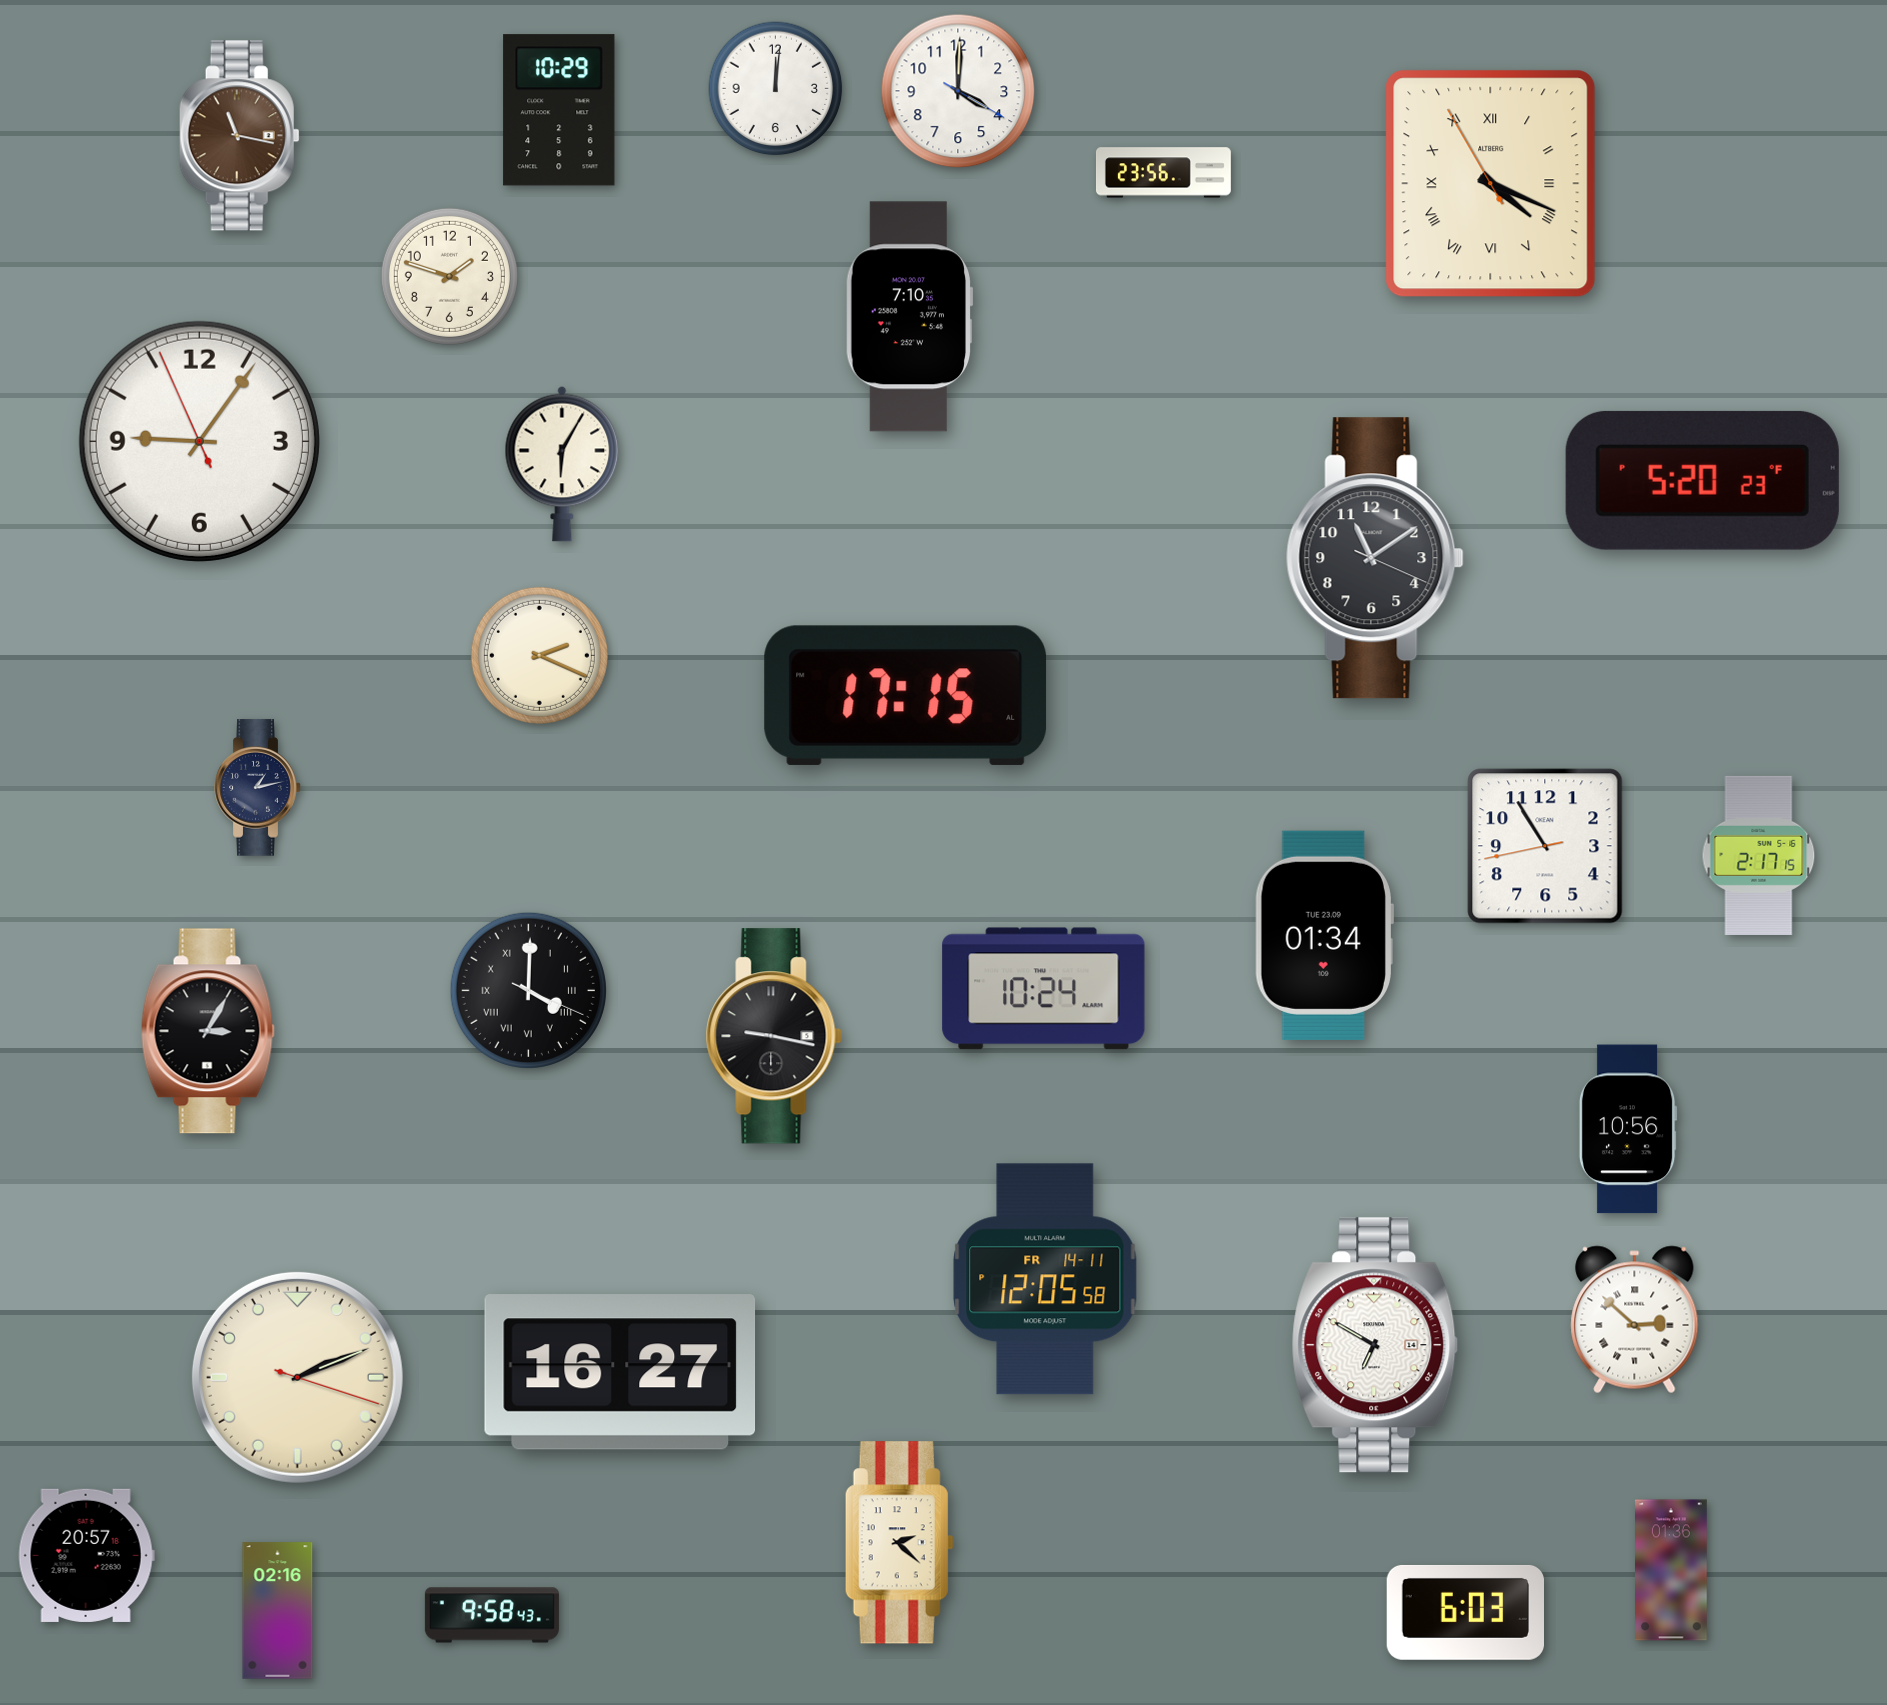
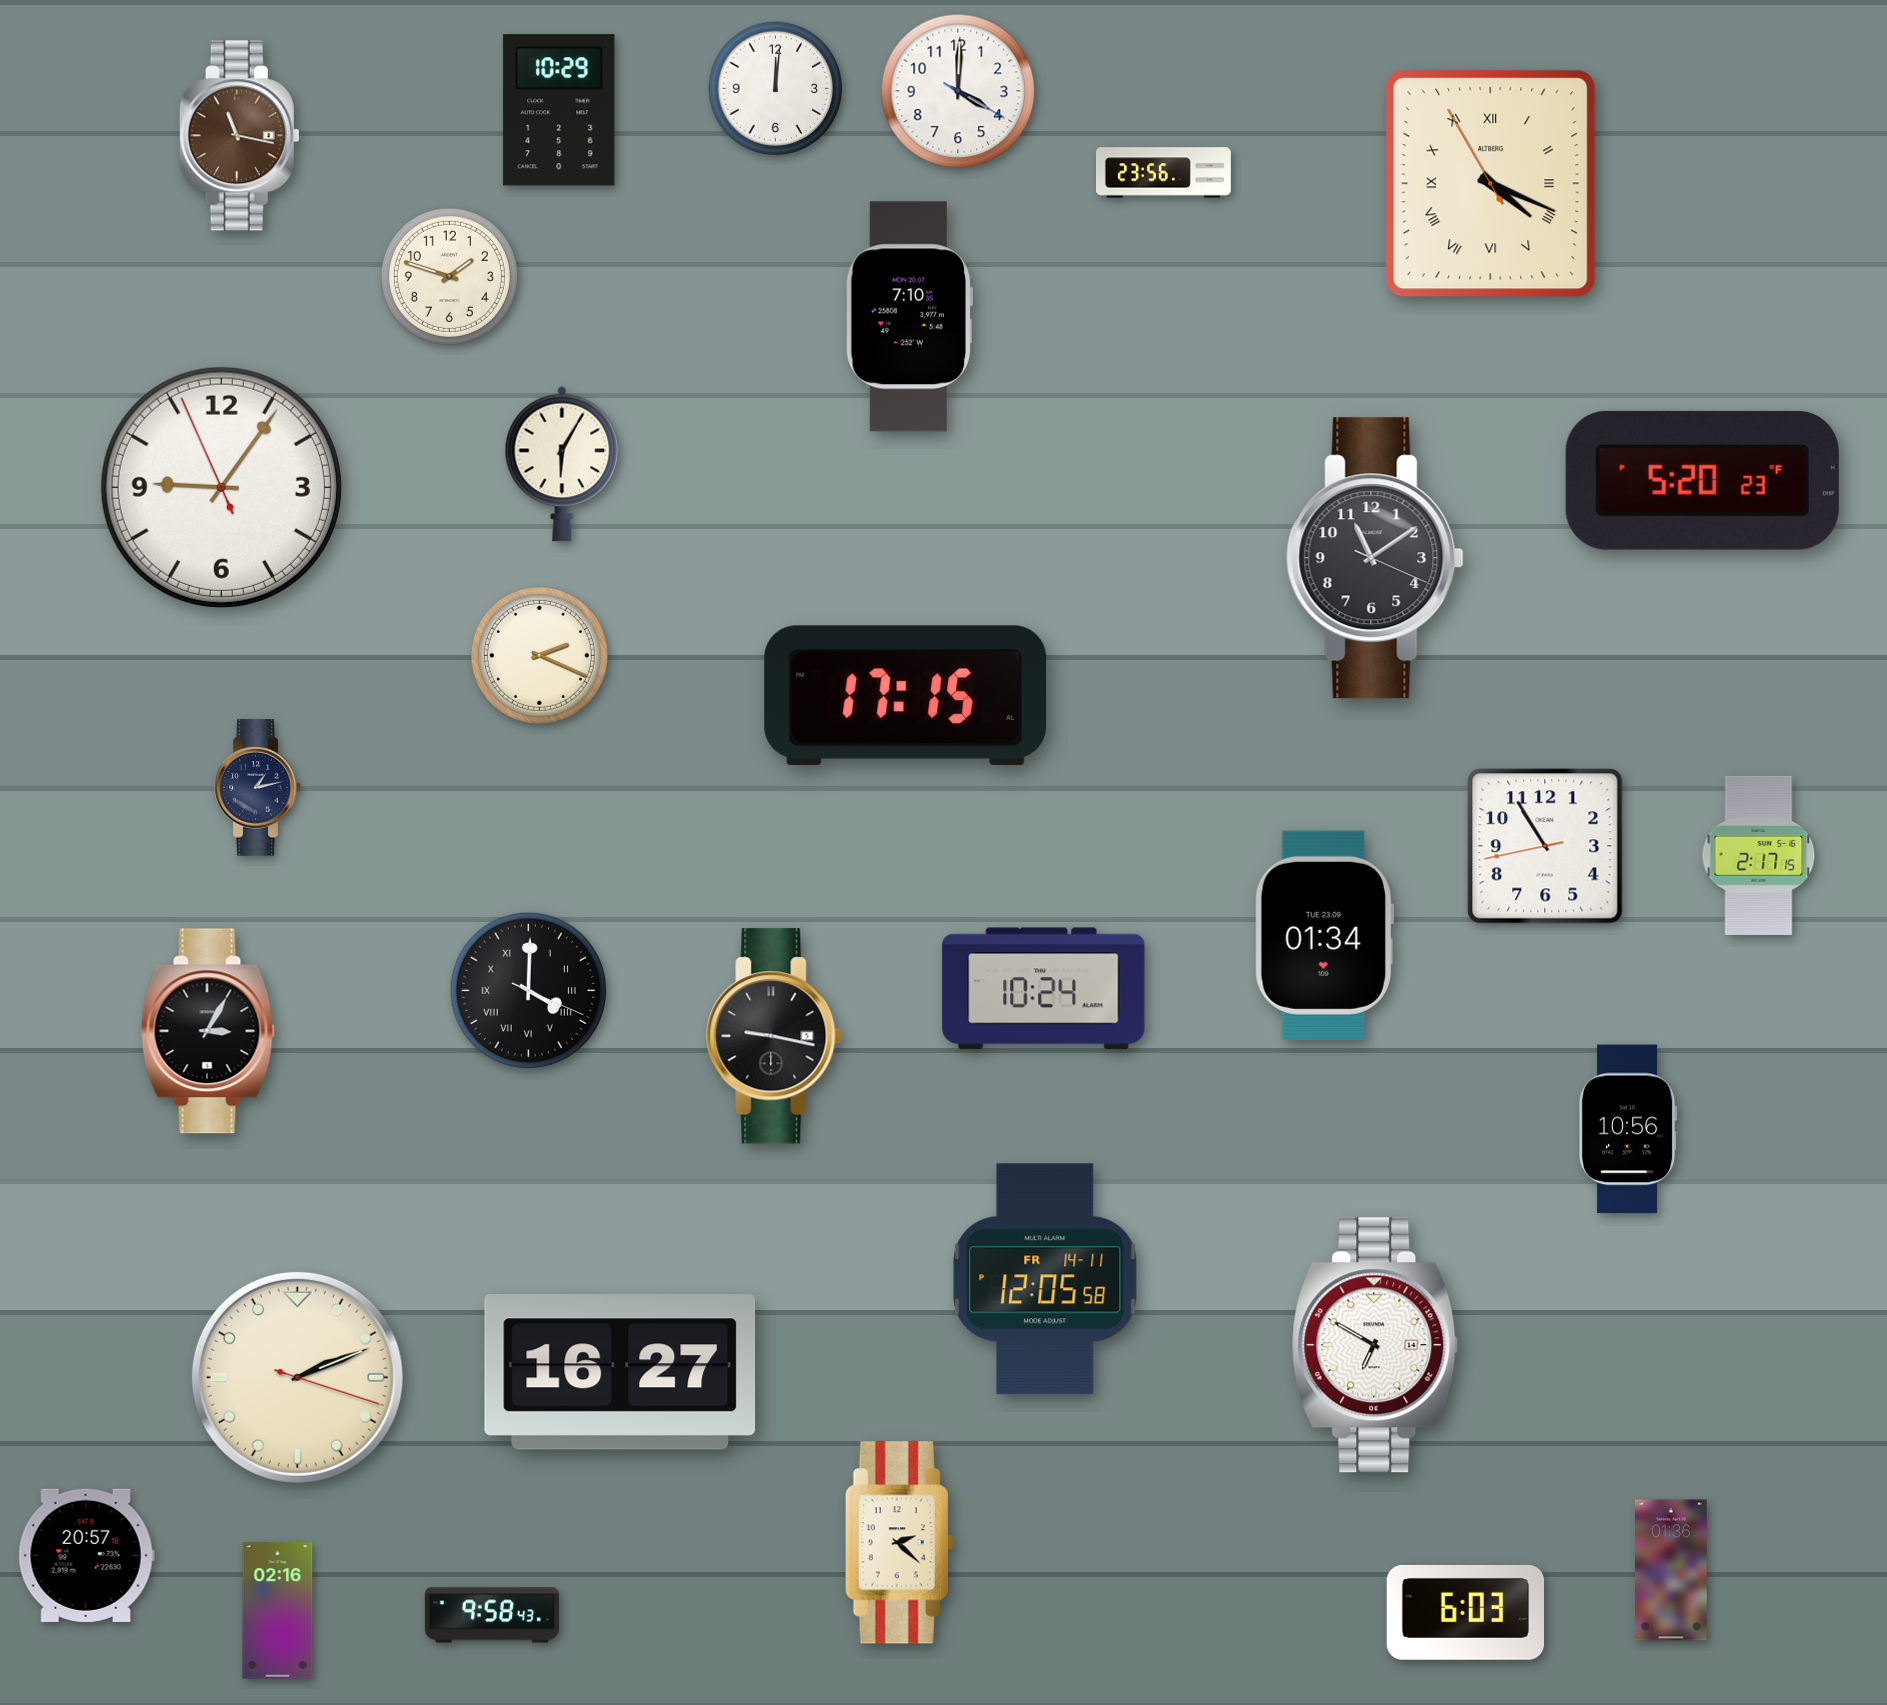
clock at (199, 441) position: (199, 441) -> (221, 487)
clock at (1635, 1320): 2:52 -> none
